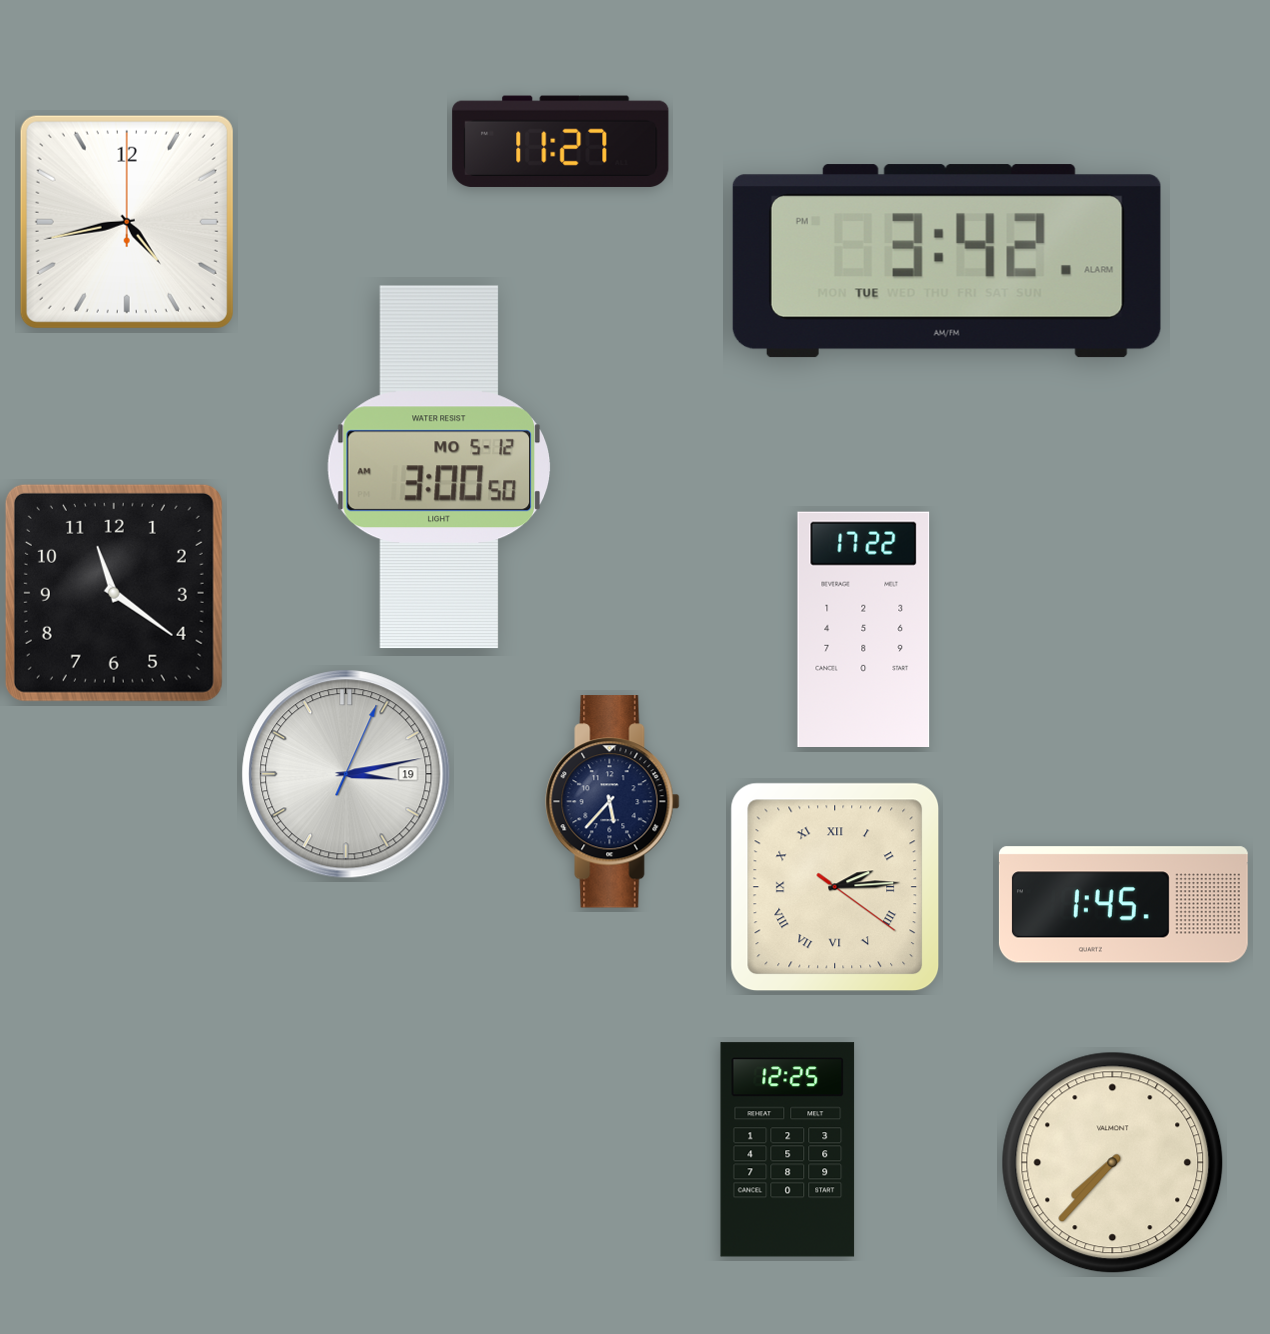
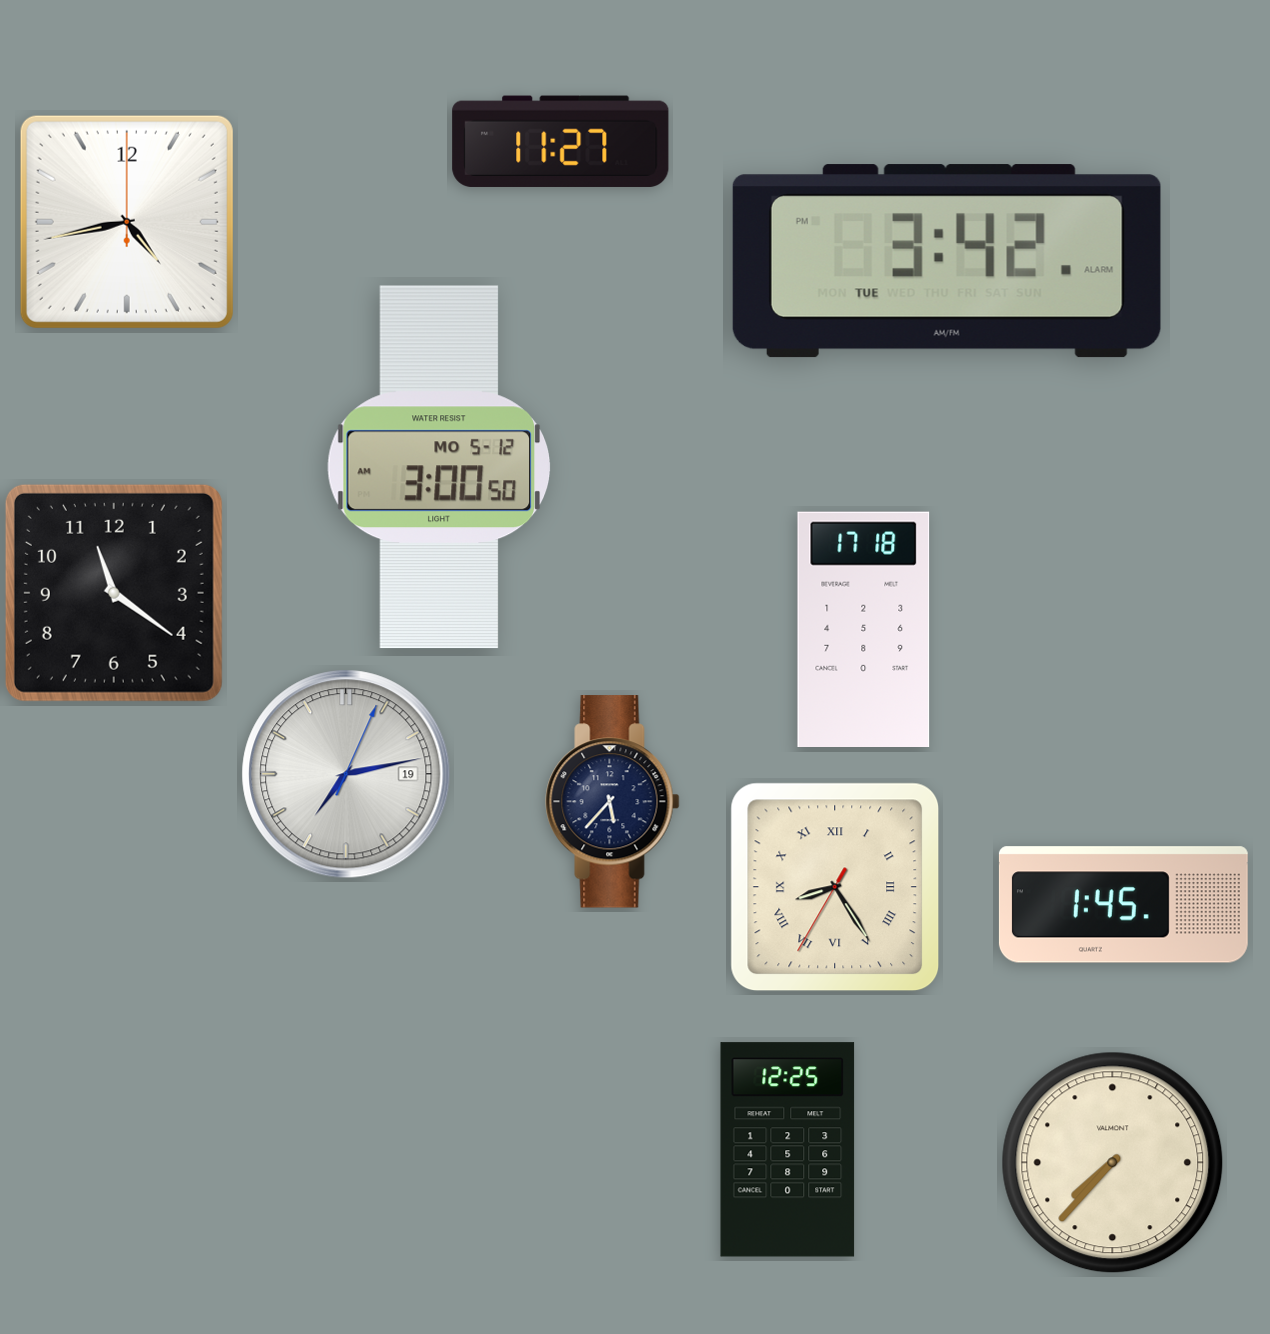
clock at (864, 629): 17:22 -> 17:18
clock at (346, 774): 3:13 -> 7:13
clock at (835, 887): 2:14 -> 8:24
